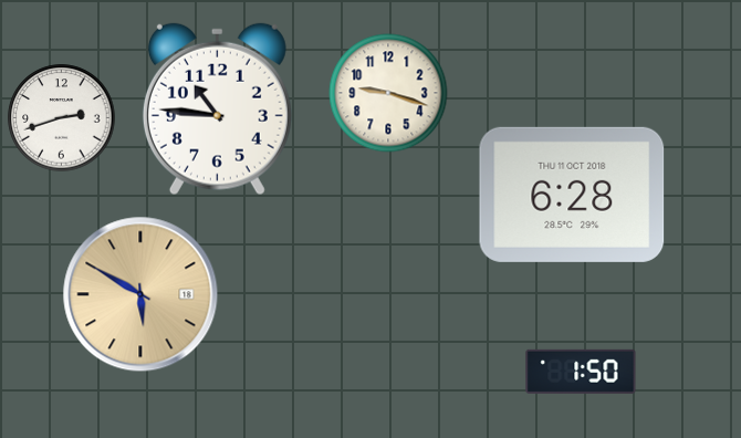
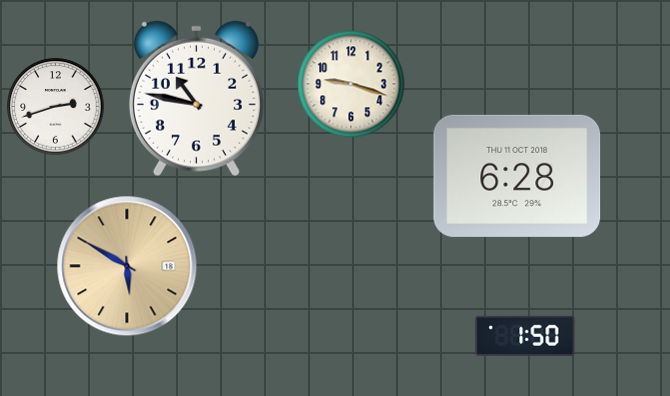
clock at (217, 109): 10:46 -> 10:47
